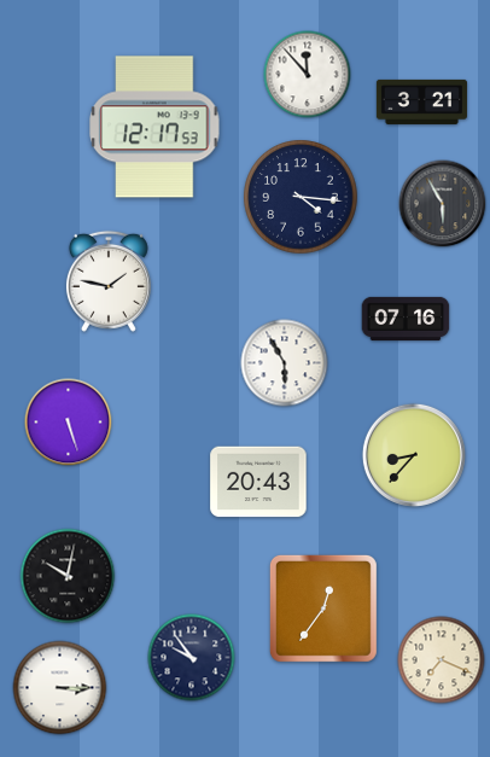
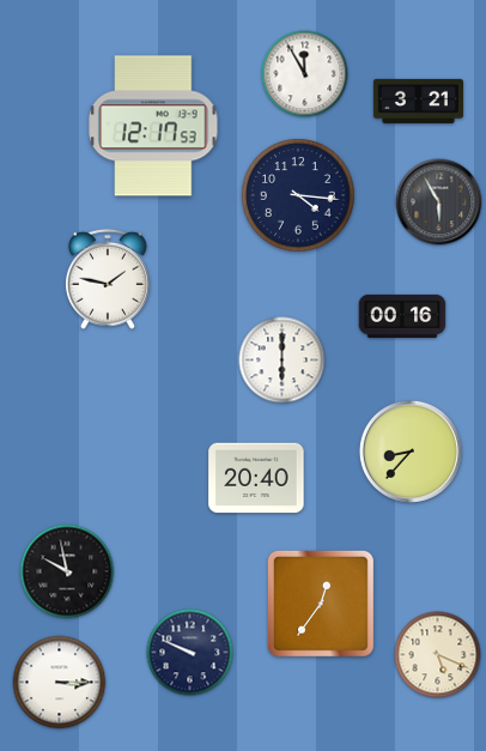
clock at (308, 75): 11:53 -> 11:55
clock at (406, 319): 07:16 -> 00:16
clock at (285, 363): 5:55 -> 6:00
clock at (69, 423): 5:27 -> none
clock at (258, 482): 20:43 -> 20:40
clock at (68, 576): 10:02 -> 9:58
clock at (192, 658): 9:54 -> 9:49
clock at (442, 660): 7:19 -> 5:19
